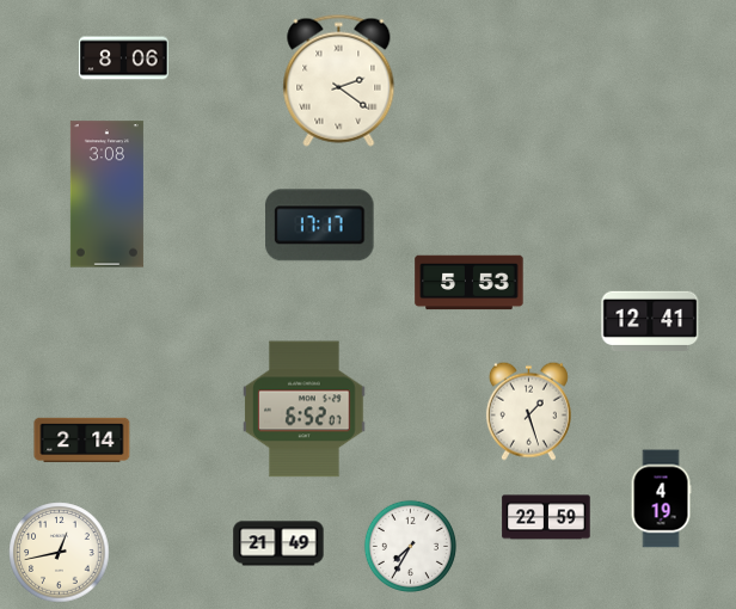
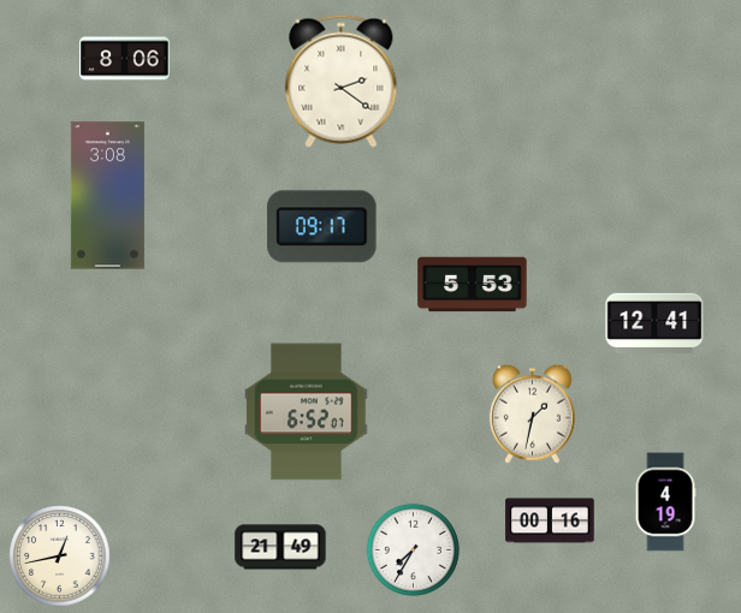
clock at (320, 226): 17:17 -> 09:17
clock at (528, 411): 1:27 -> 1:32
clock at (82, 439): 2:14 -> none
clock at (546, 517): 22:59 -> 00:16
